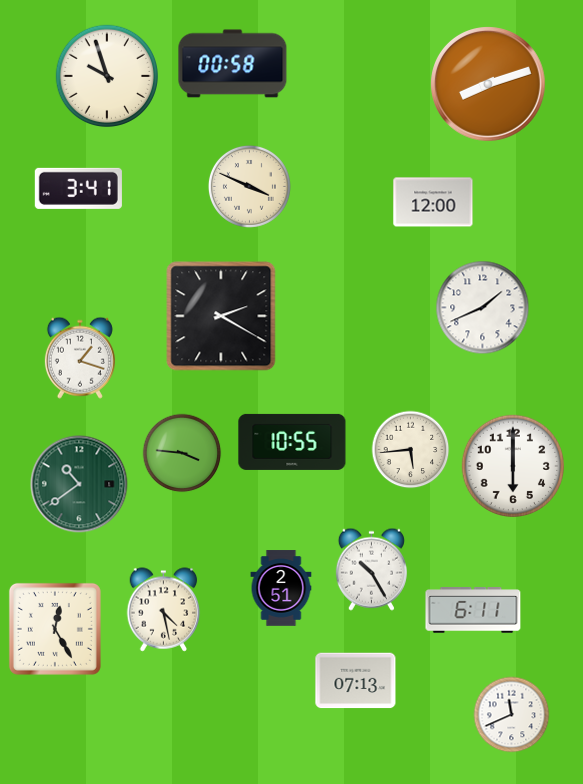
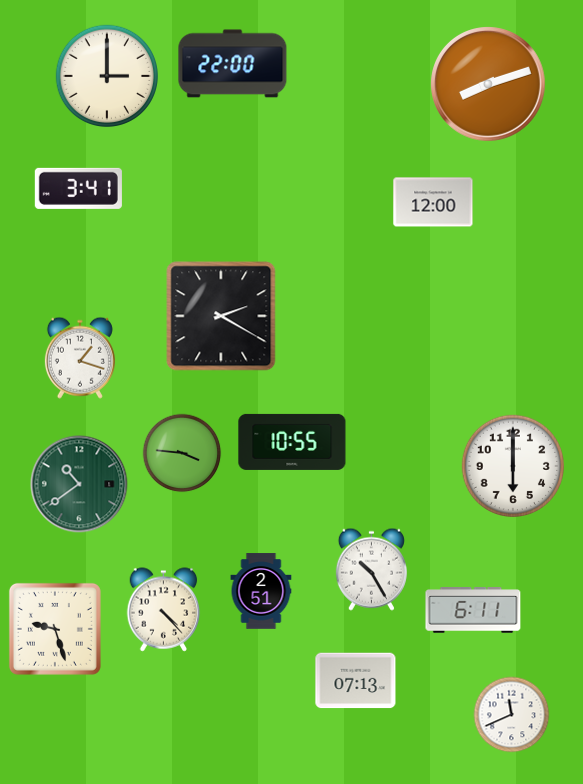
clock at (233, 64): 00:58 -> 22:00
clock at (106, 75): 9:57 -> 3:00
clock at (249, 186): 3:49 -> none
clock at (483, 308): 1:41 -> none
clock at (411, 450): 5:44 -> none
clock at (281, 588) position: (281, 588) -> (261, 591)
clock at (164, 610): 4:28 -> 4:23
clock at (55, 629): 12:25 -> 9:27
